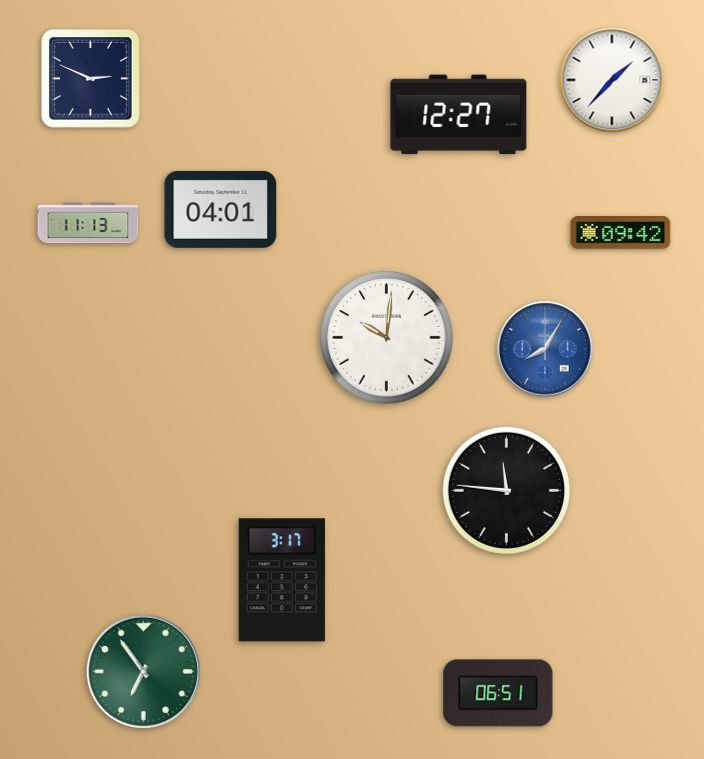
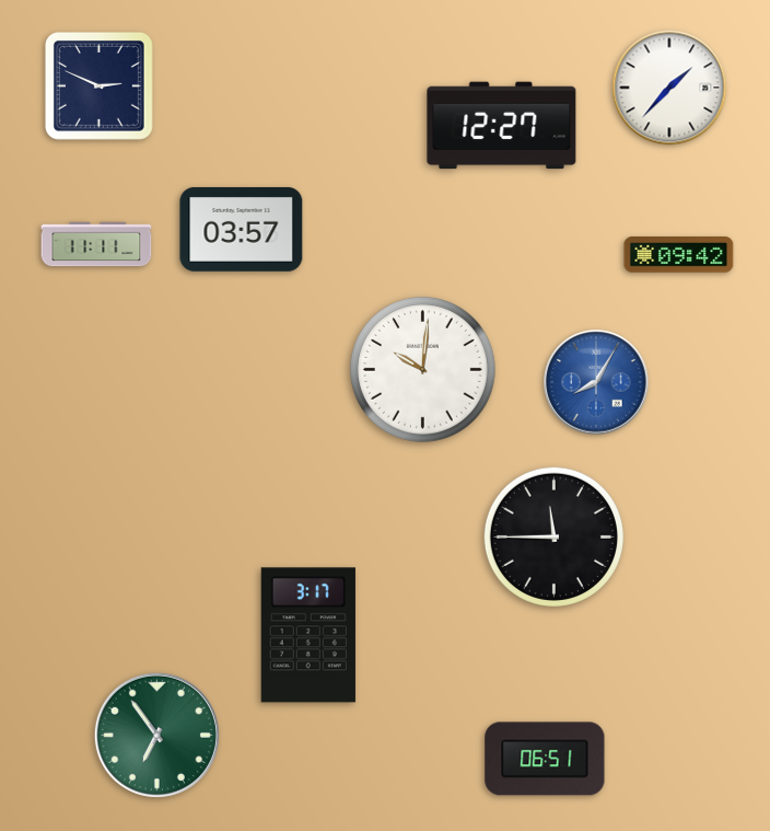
clock at (221, 209): 04:01 -> 03:57
clock at (88, 223): 11:13 -> 11:11
clock at (506, 490): 11:46 -> 11:45
